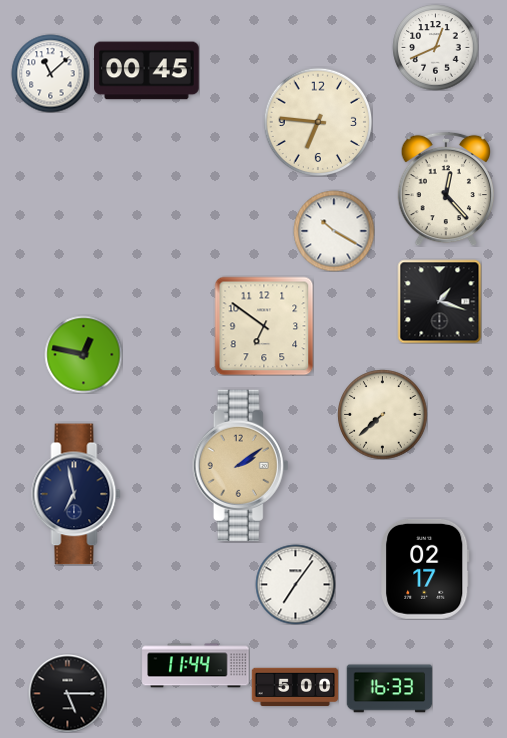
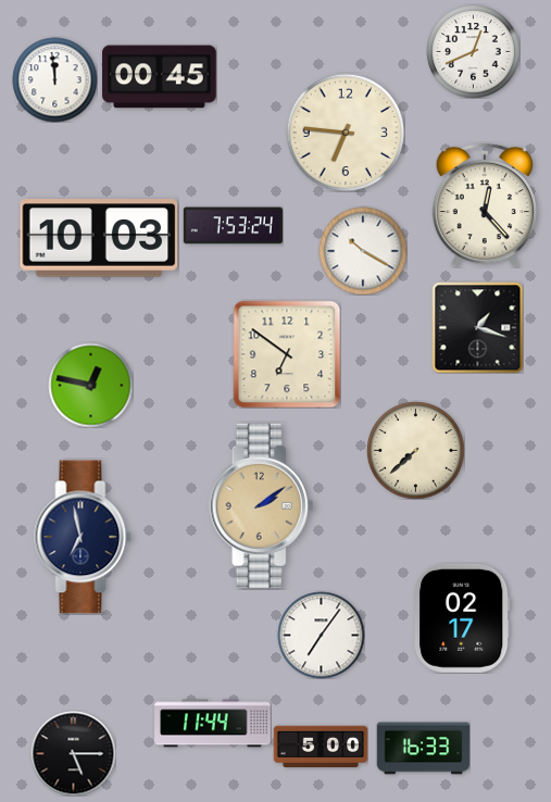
clock at (50, 73): 11:08 -> 11:59
clock at (233, 226): none -> 7:53
clock at (99, 238): none -> 10:03
